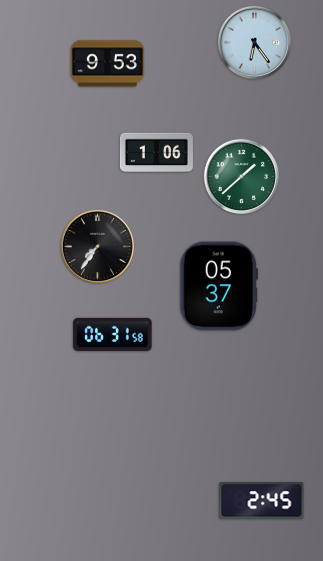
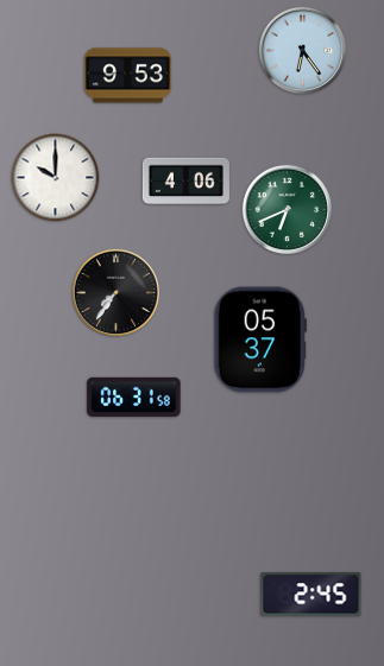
clock at (56, 178): none -> 10:00
clock at (156, 153): 1:06 -> 4:06
clock at (242, 177): 1:38 -> 6:41
